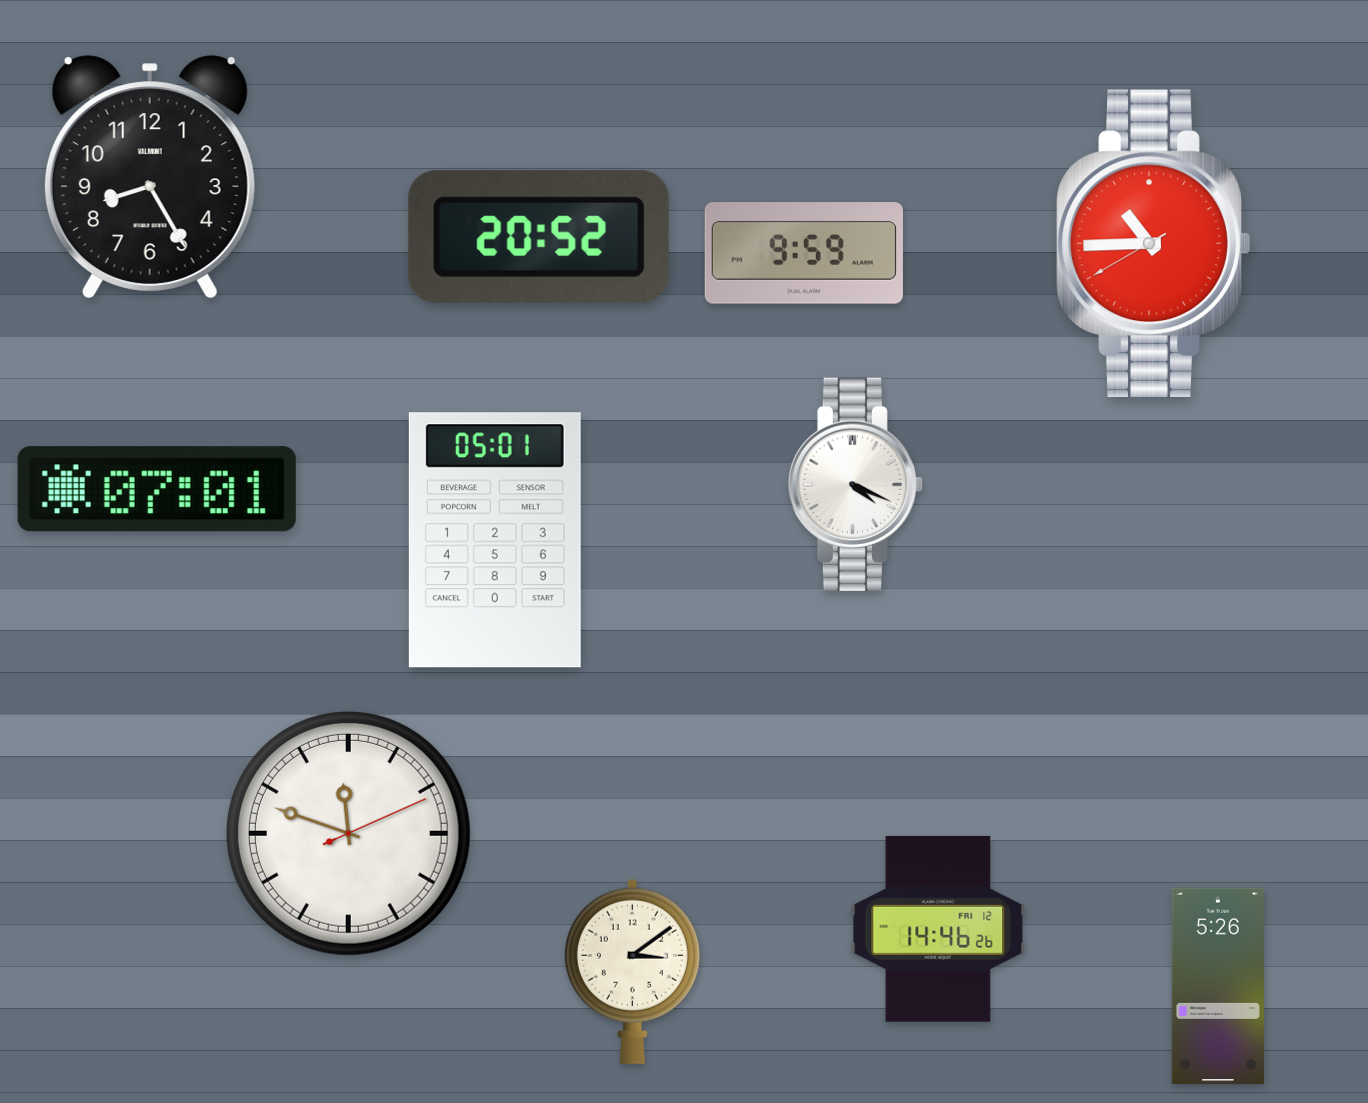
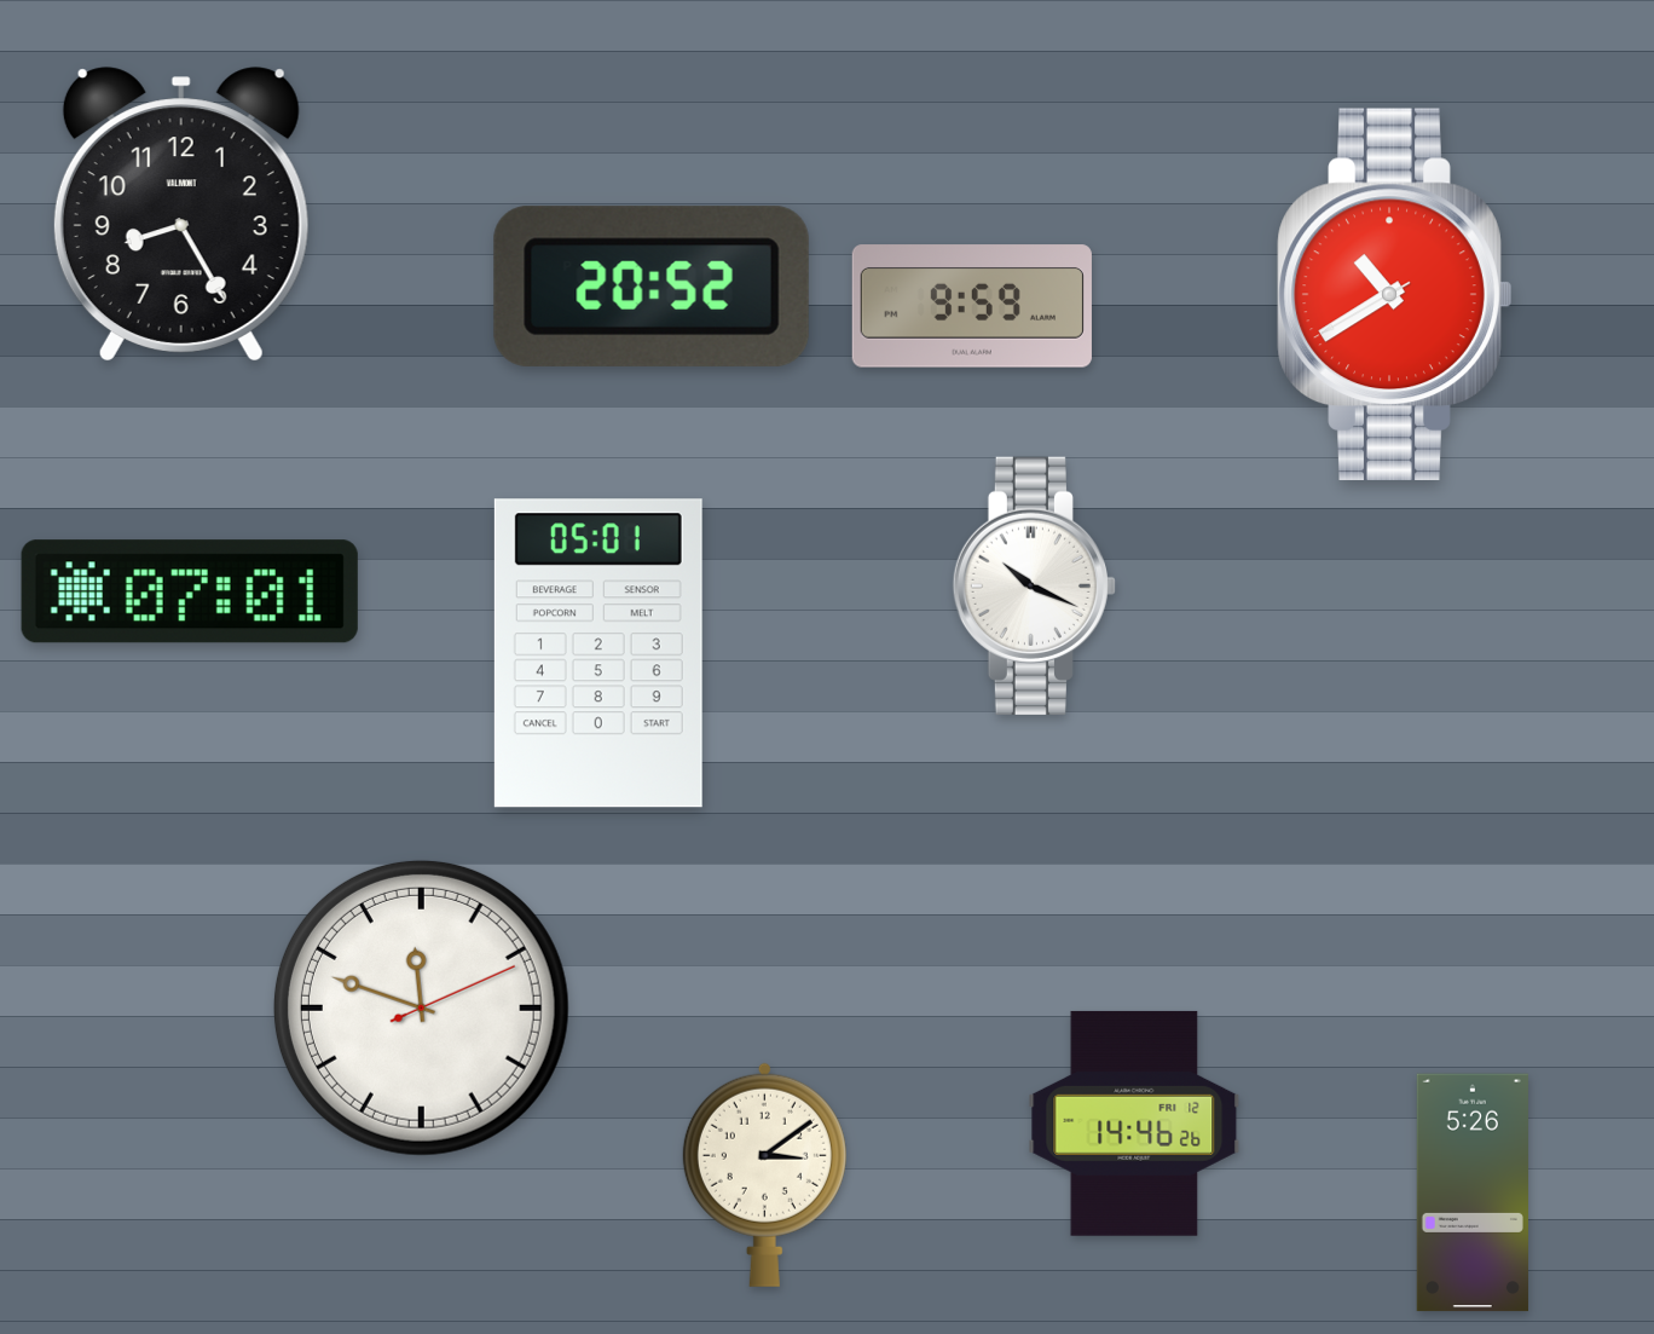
clock at (1154, 243): 10:44 -> 10:39
clock at (855, 484): 4:19 -> 10:19
